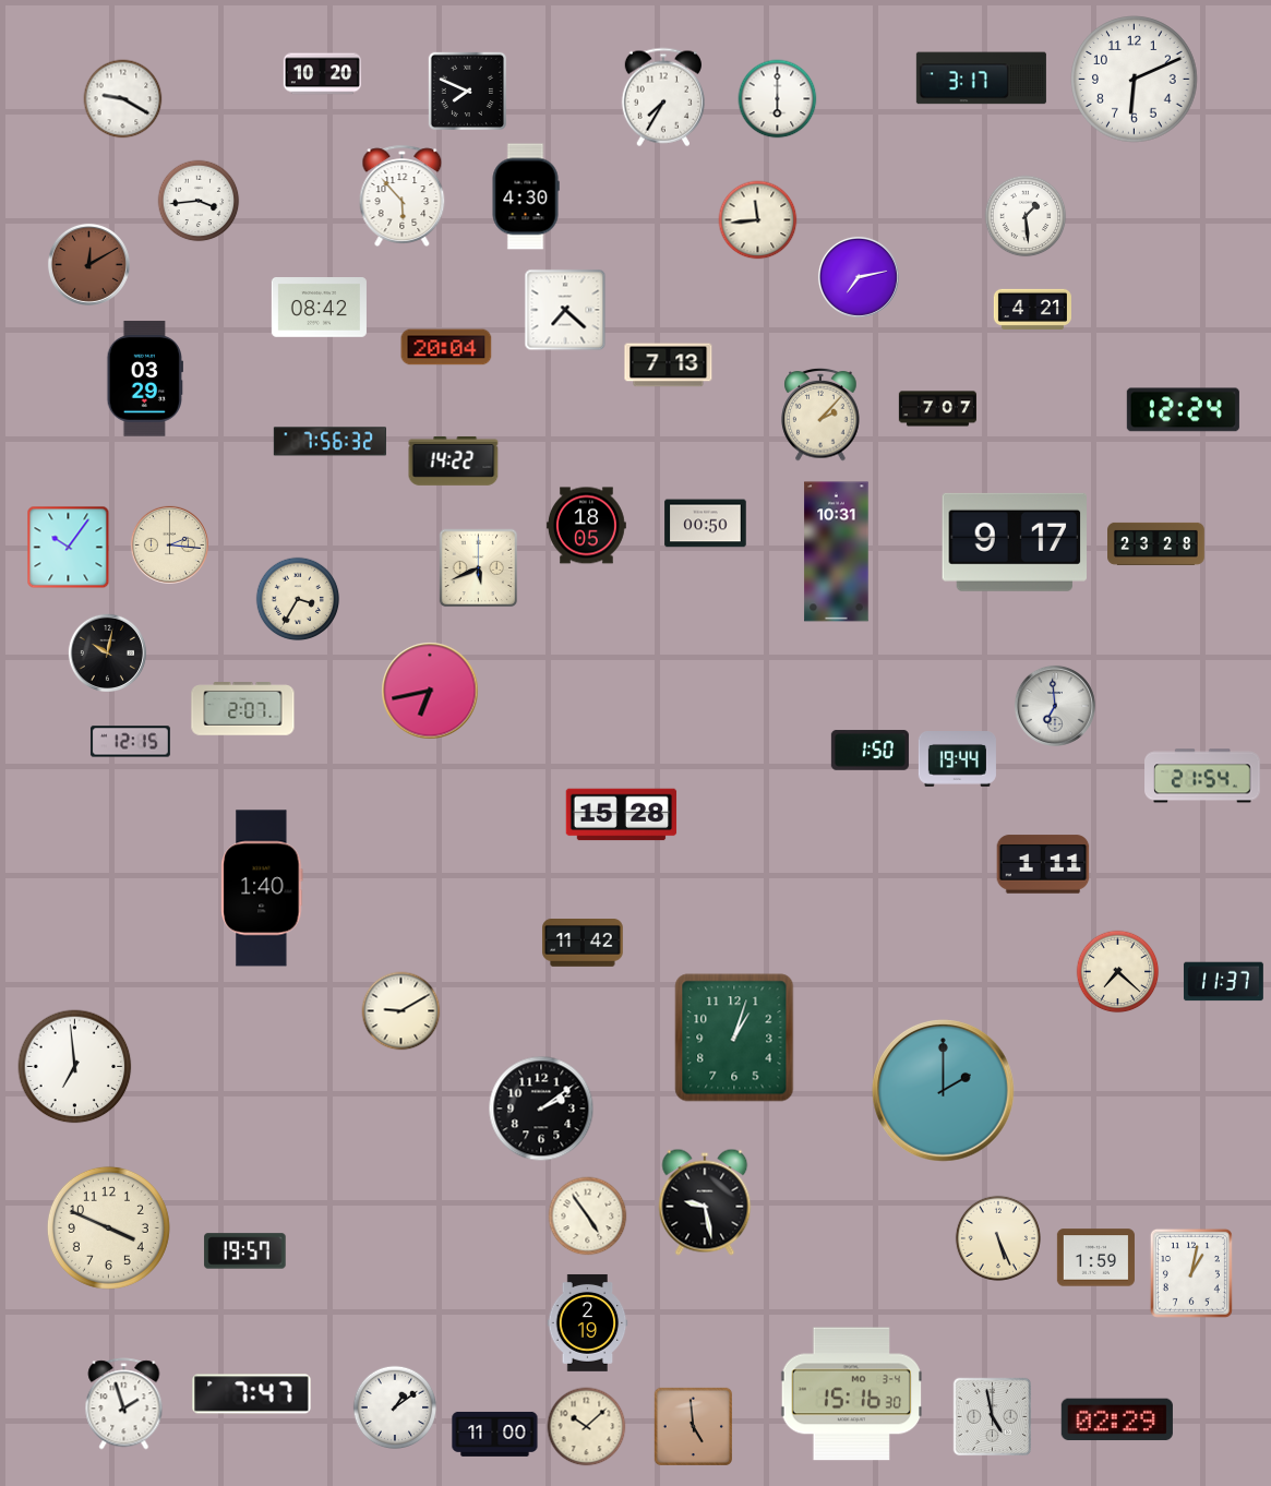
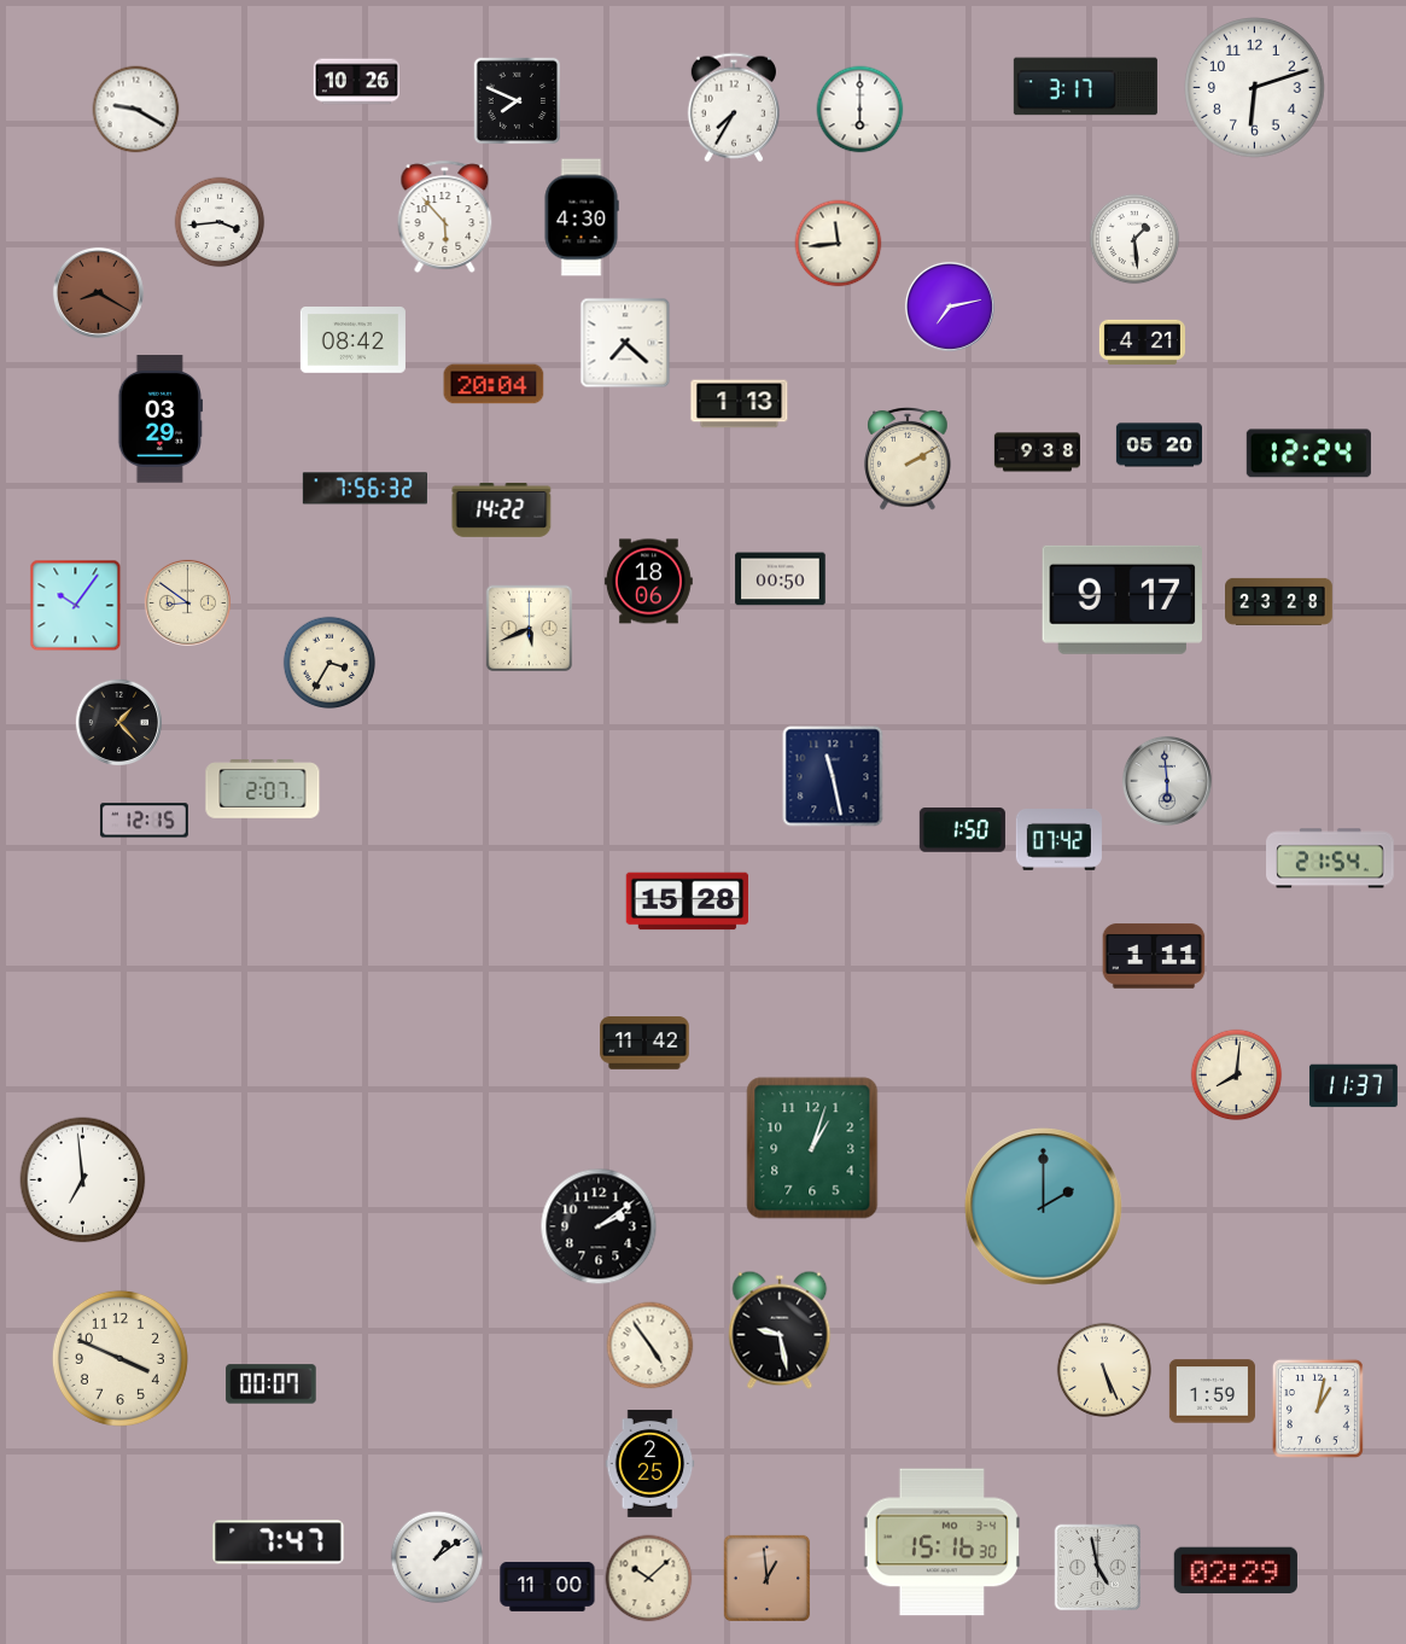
clock at (322, 74): 10:20 -> 10:26
clock at (1135, 80): 6:11 -> 6:12
clock at (88, 264): 12:10 -> 8:20
clock at (669, 365): 7:13 -> 1:13
clock at (1159, 445): none -> 05:20
clock at (937, 409): 7:07 -> 9:38
clock at (820, 415): 2:07 -> 2:10
clock at (586, 526): 18:05 -> 18:06
clock at (169, 544): 2:16 -> 8:51
clock at (837, 552): 10:31 -> none
clock at (107, 652): 10:02 -> 1:23
clock at (430, 691): 6:43 -> none
clock at (833, 776): none -> 11:28
clock at (1055, 706): 6:59 -> 5:59
clock at (243, 709) position: (243, 709) -> (263, 789)
clock at (957, 759): 19:44 -> 07:42
clock at (262, 888): 1:40 -> none
clock at (1118, 972): 7:22 -> 8:01
clock at (401, 1011): 9:10 -> none
clock at (245, 1251): 19:57 -> 00:07
clock at (588, 1322): 2:19 -> 2:25
clock at (124, 1404): 1:57 -> none
clock at (693, 1426): 4:59 -> 12:59
